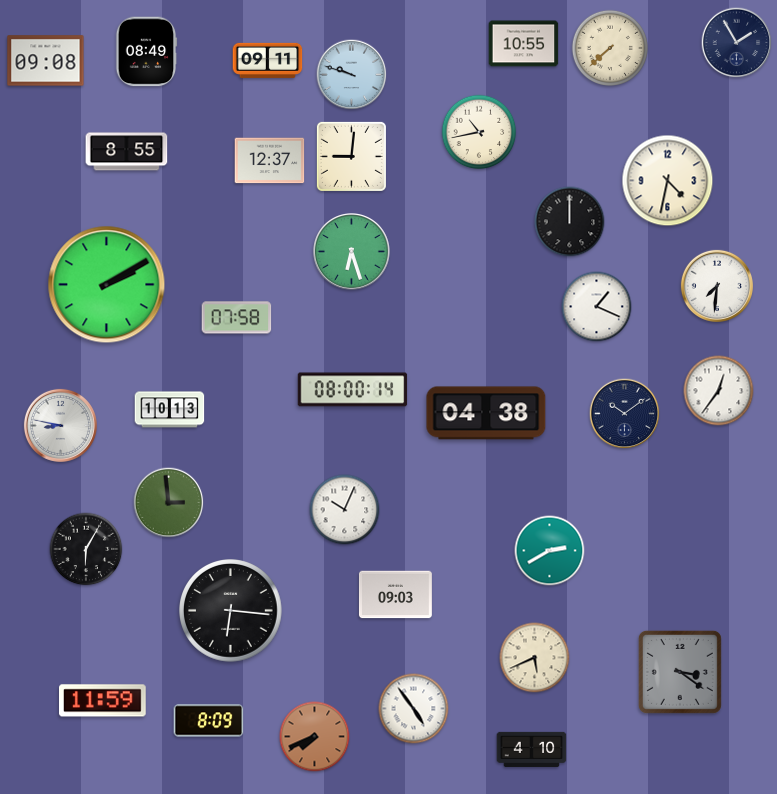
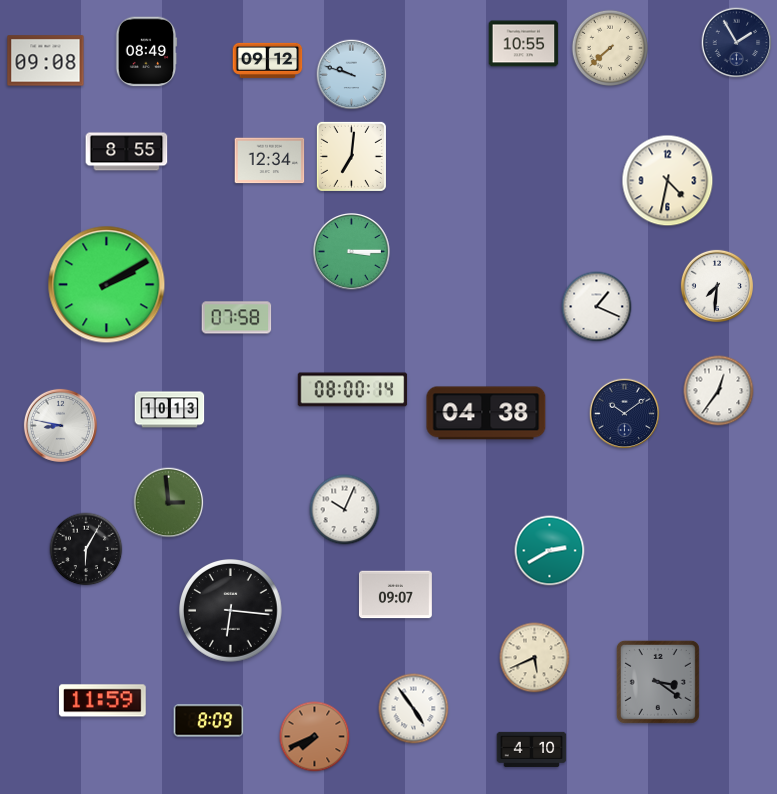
clock at (268, 60): 09:11 -> 09:12
clock at (479, 132): 10:43 -> none
clock at (351, 156): 9:01 -> 7:01
clock at (270, 161): 12:37 -> 12:34
clock at (570, 222): 12:00 -> none
clock at (352, 252): 6:27 -> 3:15
clock at (396, 595): 09:03 -> 09:07
clock at (680, 672) position: (680, 672) -> (658, 682)
